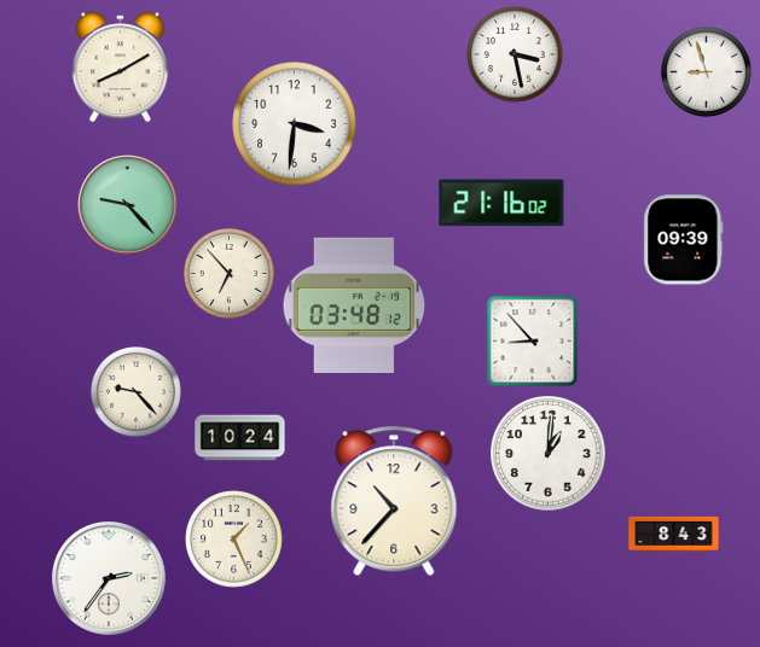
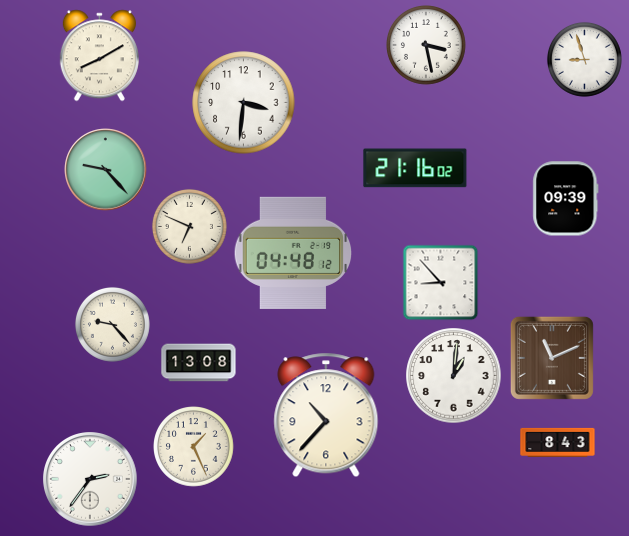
clock at (228, 273): 6:53 -> 6:49
clock at (354, 304): 03:48 -> 04:48
clock at (552, 358): none -> 11:11
clock at (240, 438): 10:24 -> 13:08
